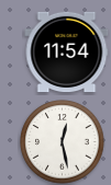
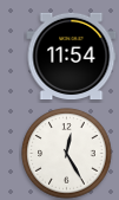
clock at (63, 142): 12:28 -> 12:25
